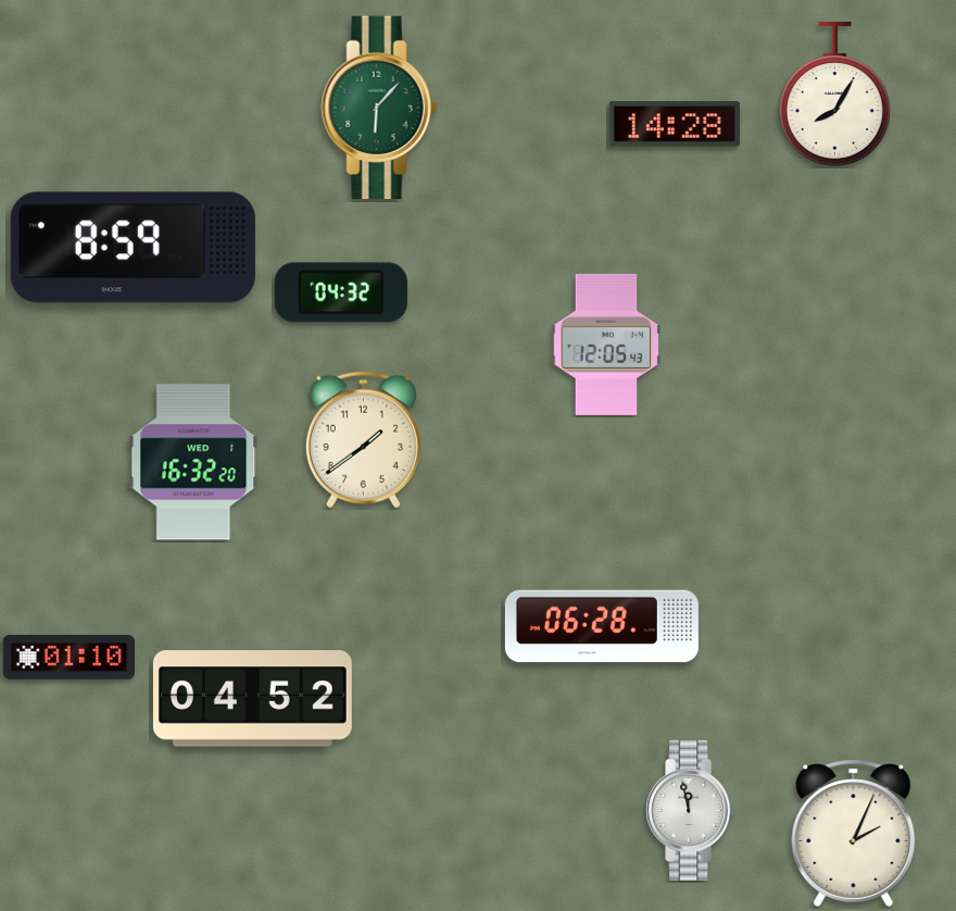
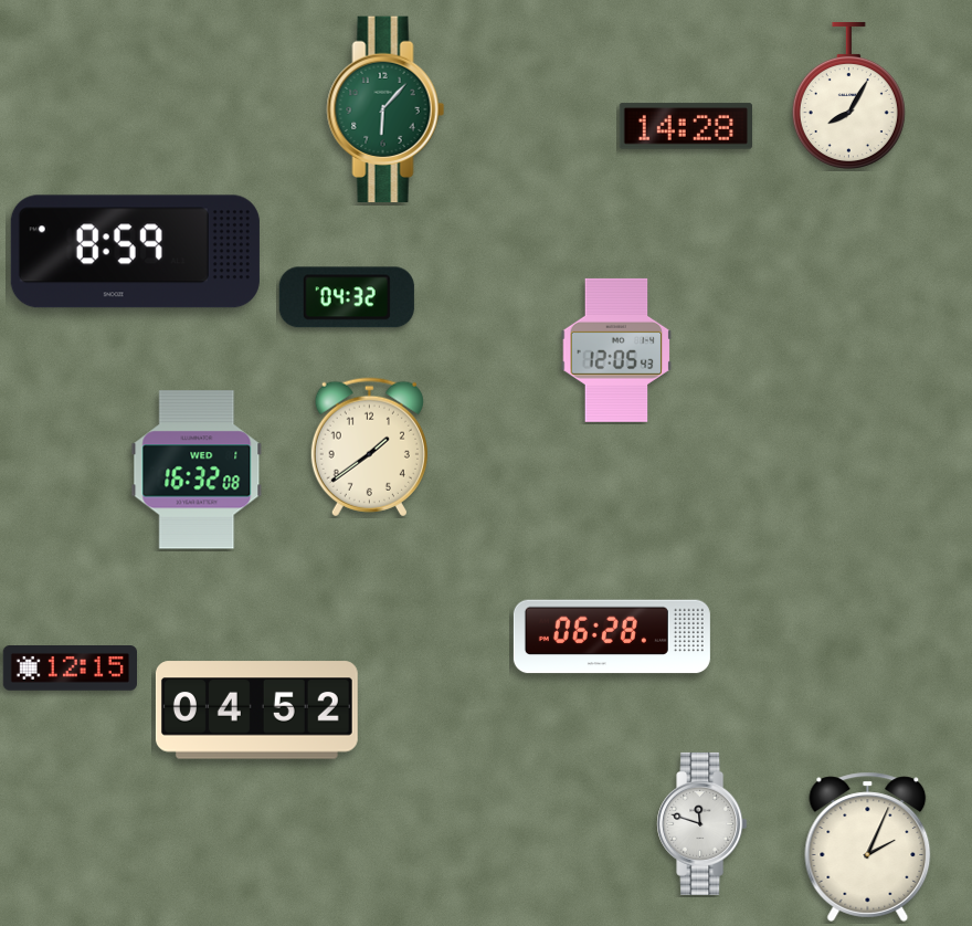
clock at (193, 462): 16:32:20 -> 16:32:08
clock at (68, 658): 01:10 -> 12:15
clock at (691, 810): 11:58 -> 11:48
